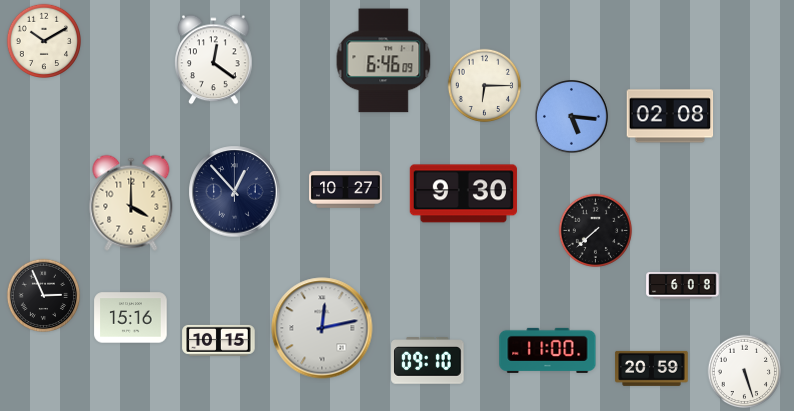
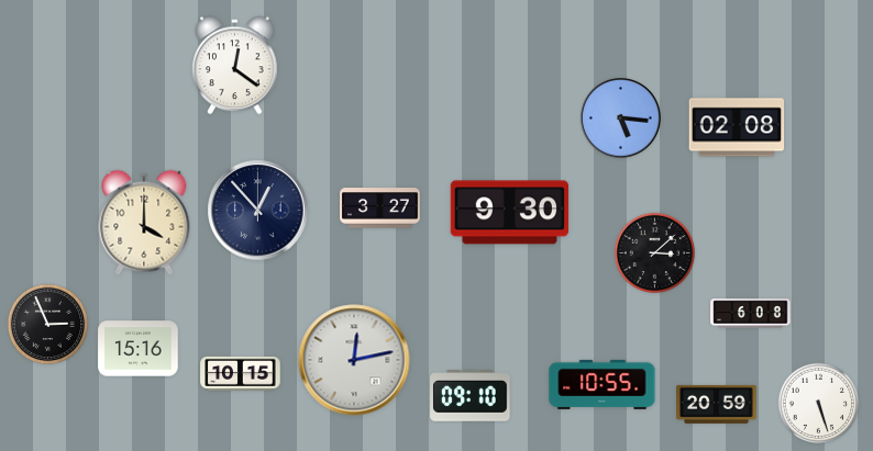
clock at (43, 40): 10:10 -> none
clock at (384, 61): 6:46 -> none
clock at (485, 86): 6:15 -> none
clock at (572, 117) position: (572, 117) -> (621, 119)
clock at (346, 190): 10:27 -> 3:27
clock at (596, 231): 7:38 -> 3:08
clock at (131, 318) position: (131, 318) -> (139, 349)
clock at (548, 350): 11:00 -> 10:55
clock at (745, 372) position: (745, 372) -> (819, 404)
